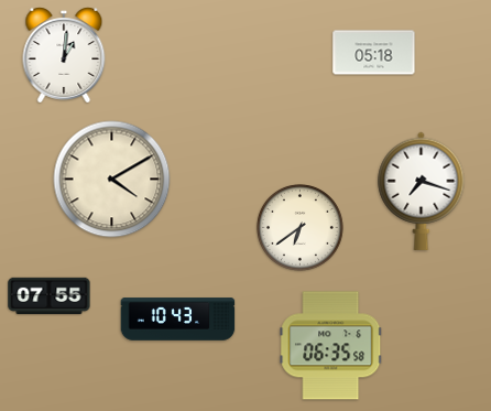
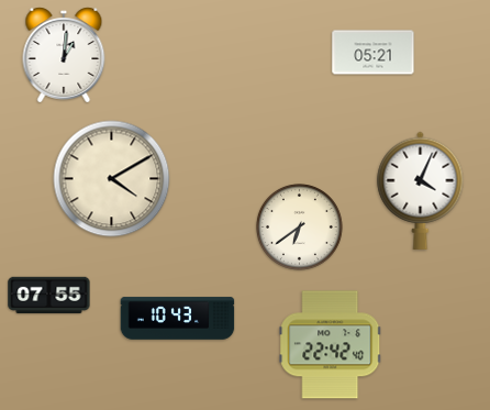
clock at (374, 53): 05:18 -> 05:21
clock at (422, 191): 7:18 -> 4:04
clock at (331, 346): 06:35 -> 22:42
